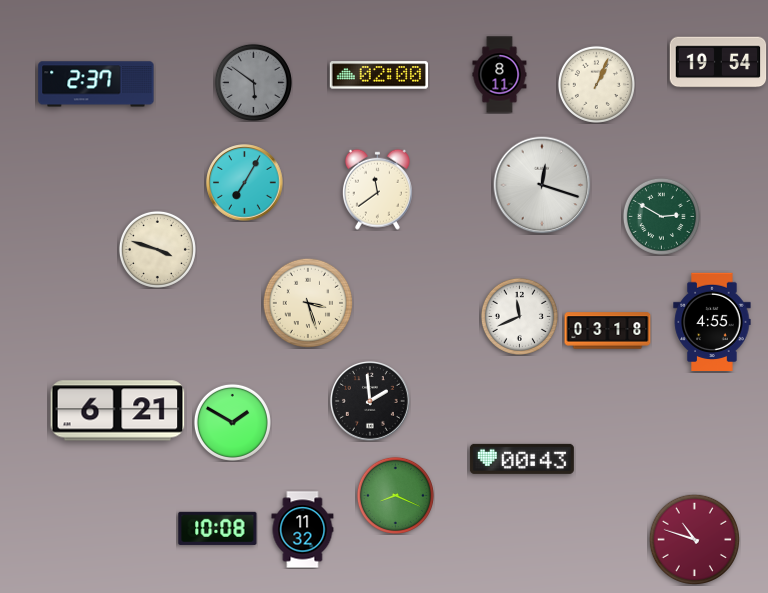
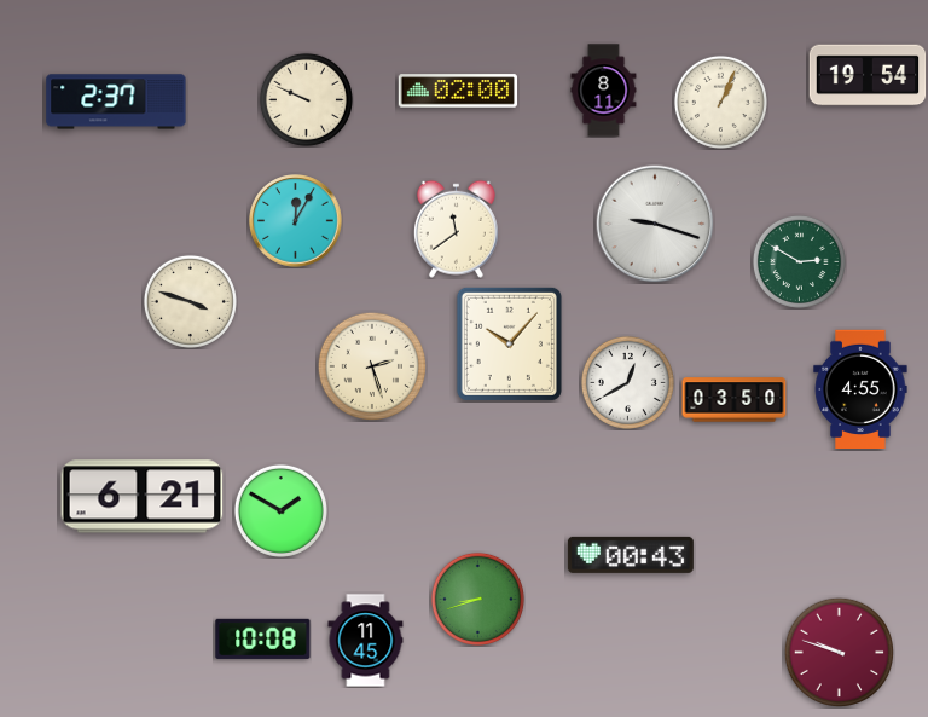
clock at (253, 82): 5:51 -> 9:49
clock at (253, 82) dial: grey -> cream
clock at (245, 183): 7:05 -> 12:05
clock at (542, 185): 12:18 -> 9:18
clock at (509, 343): none -> 10:07
clock at (307, 302): 3:27 -> 2:27
clock at (519, 316): 11:41 -> 12:40
clock at (608, 331): 03:18 -> 03:50
clock at (370, 401): 1:59 -> none
clock at (395, 495): 8:19 -> 8:42
clock at (303, 530): 11:32 -> 11:45
clock at (694, 539): 10:48 -> 9:48
